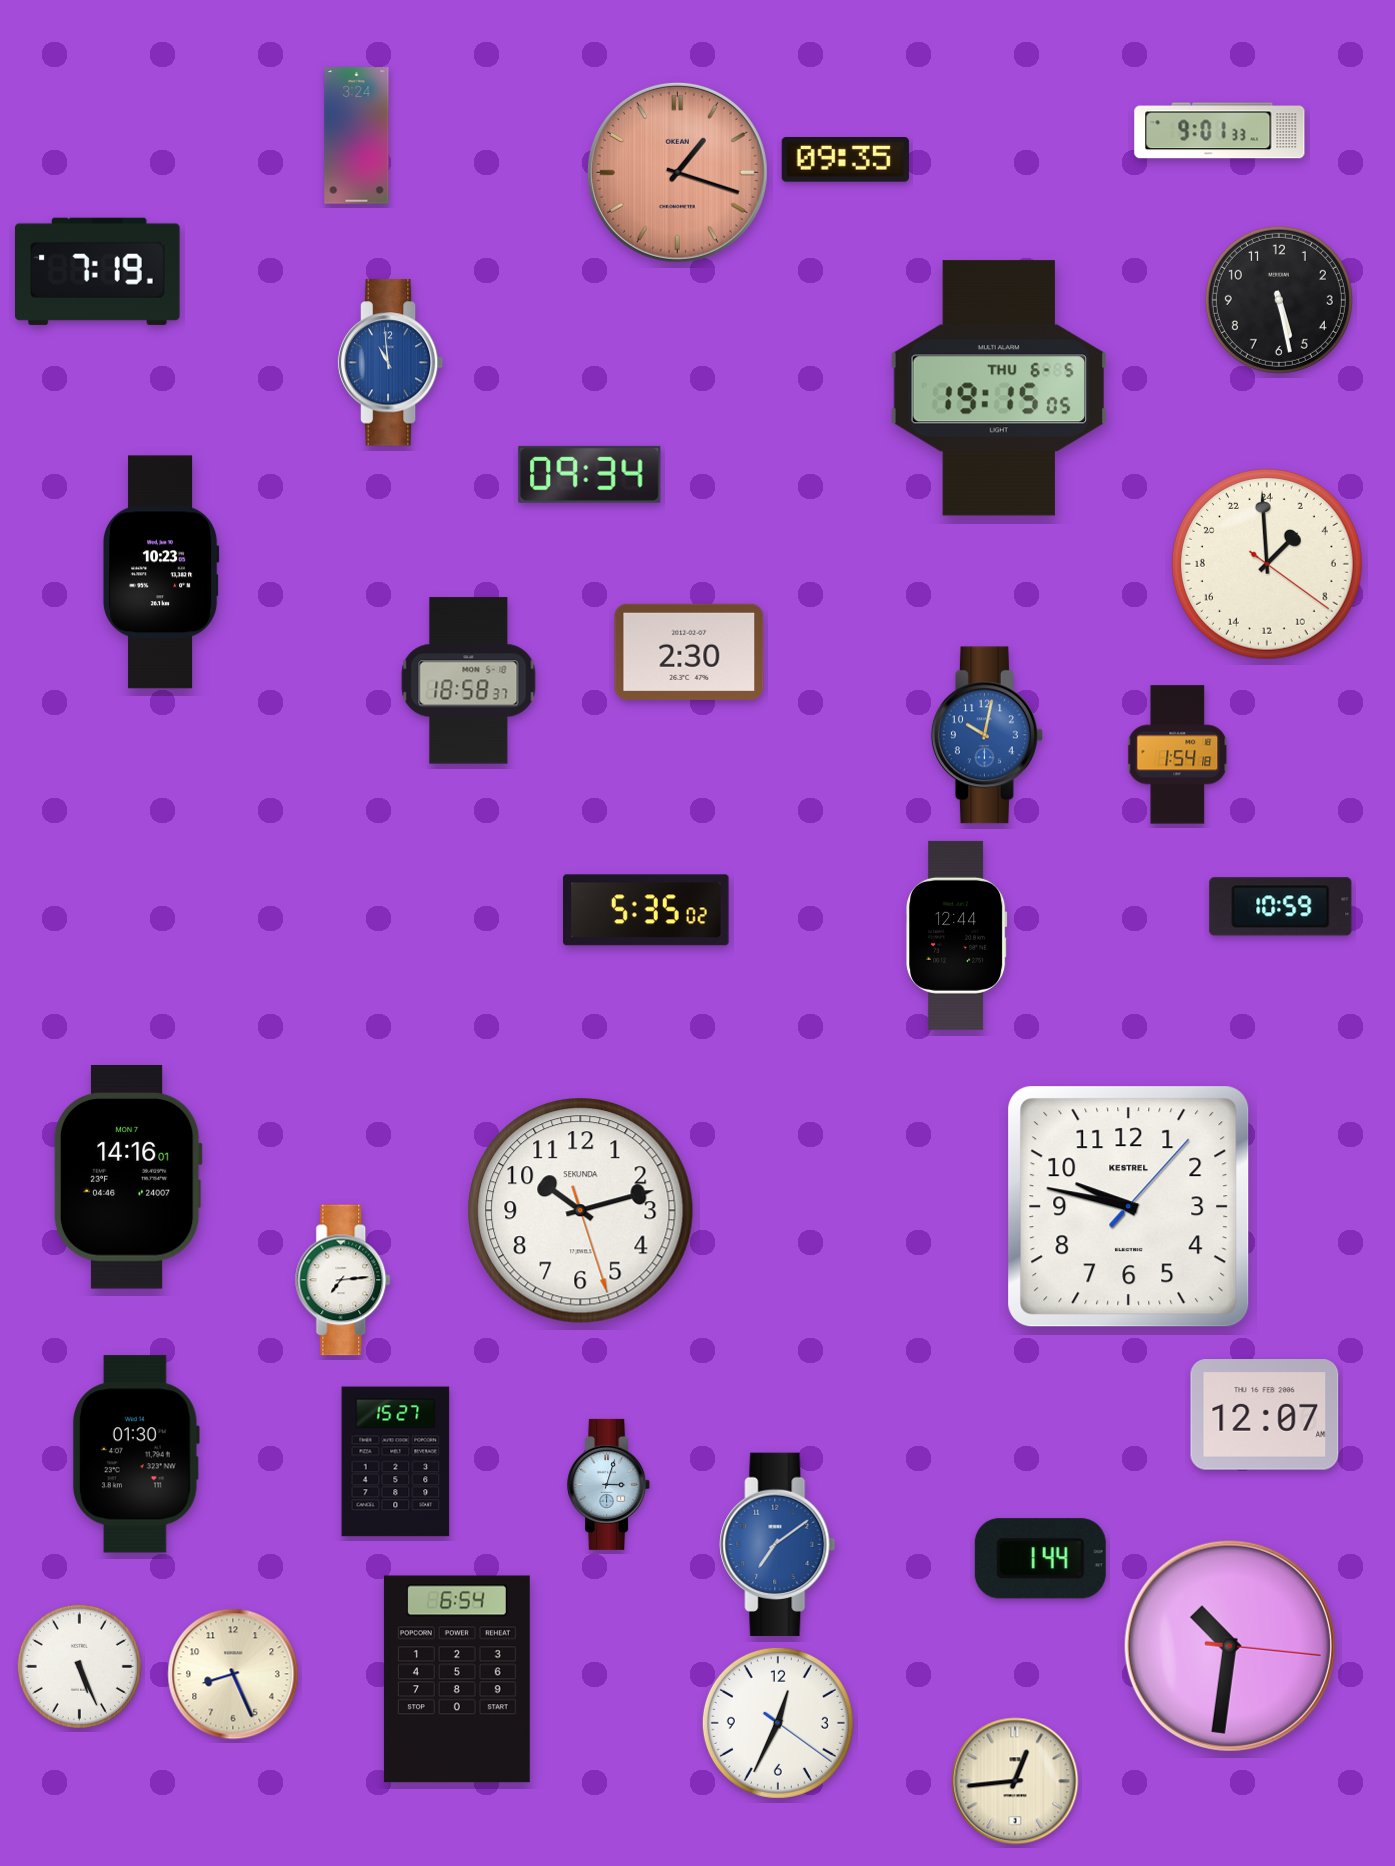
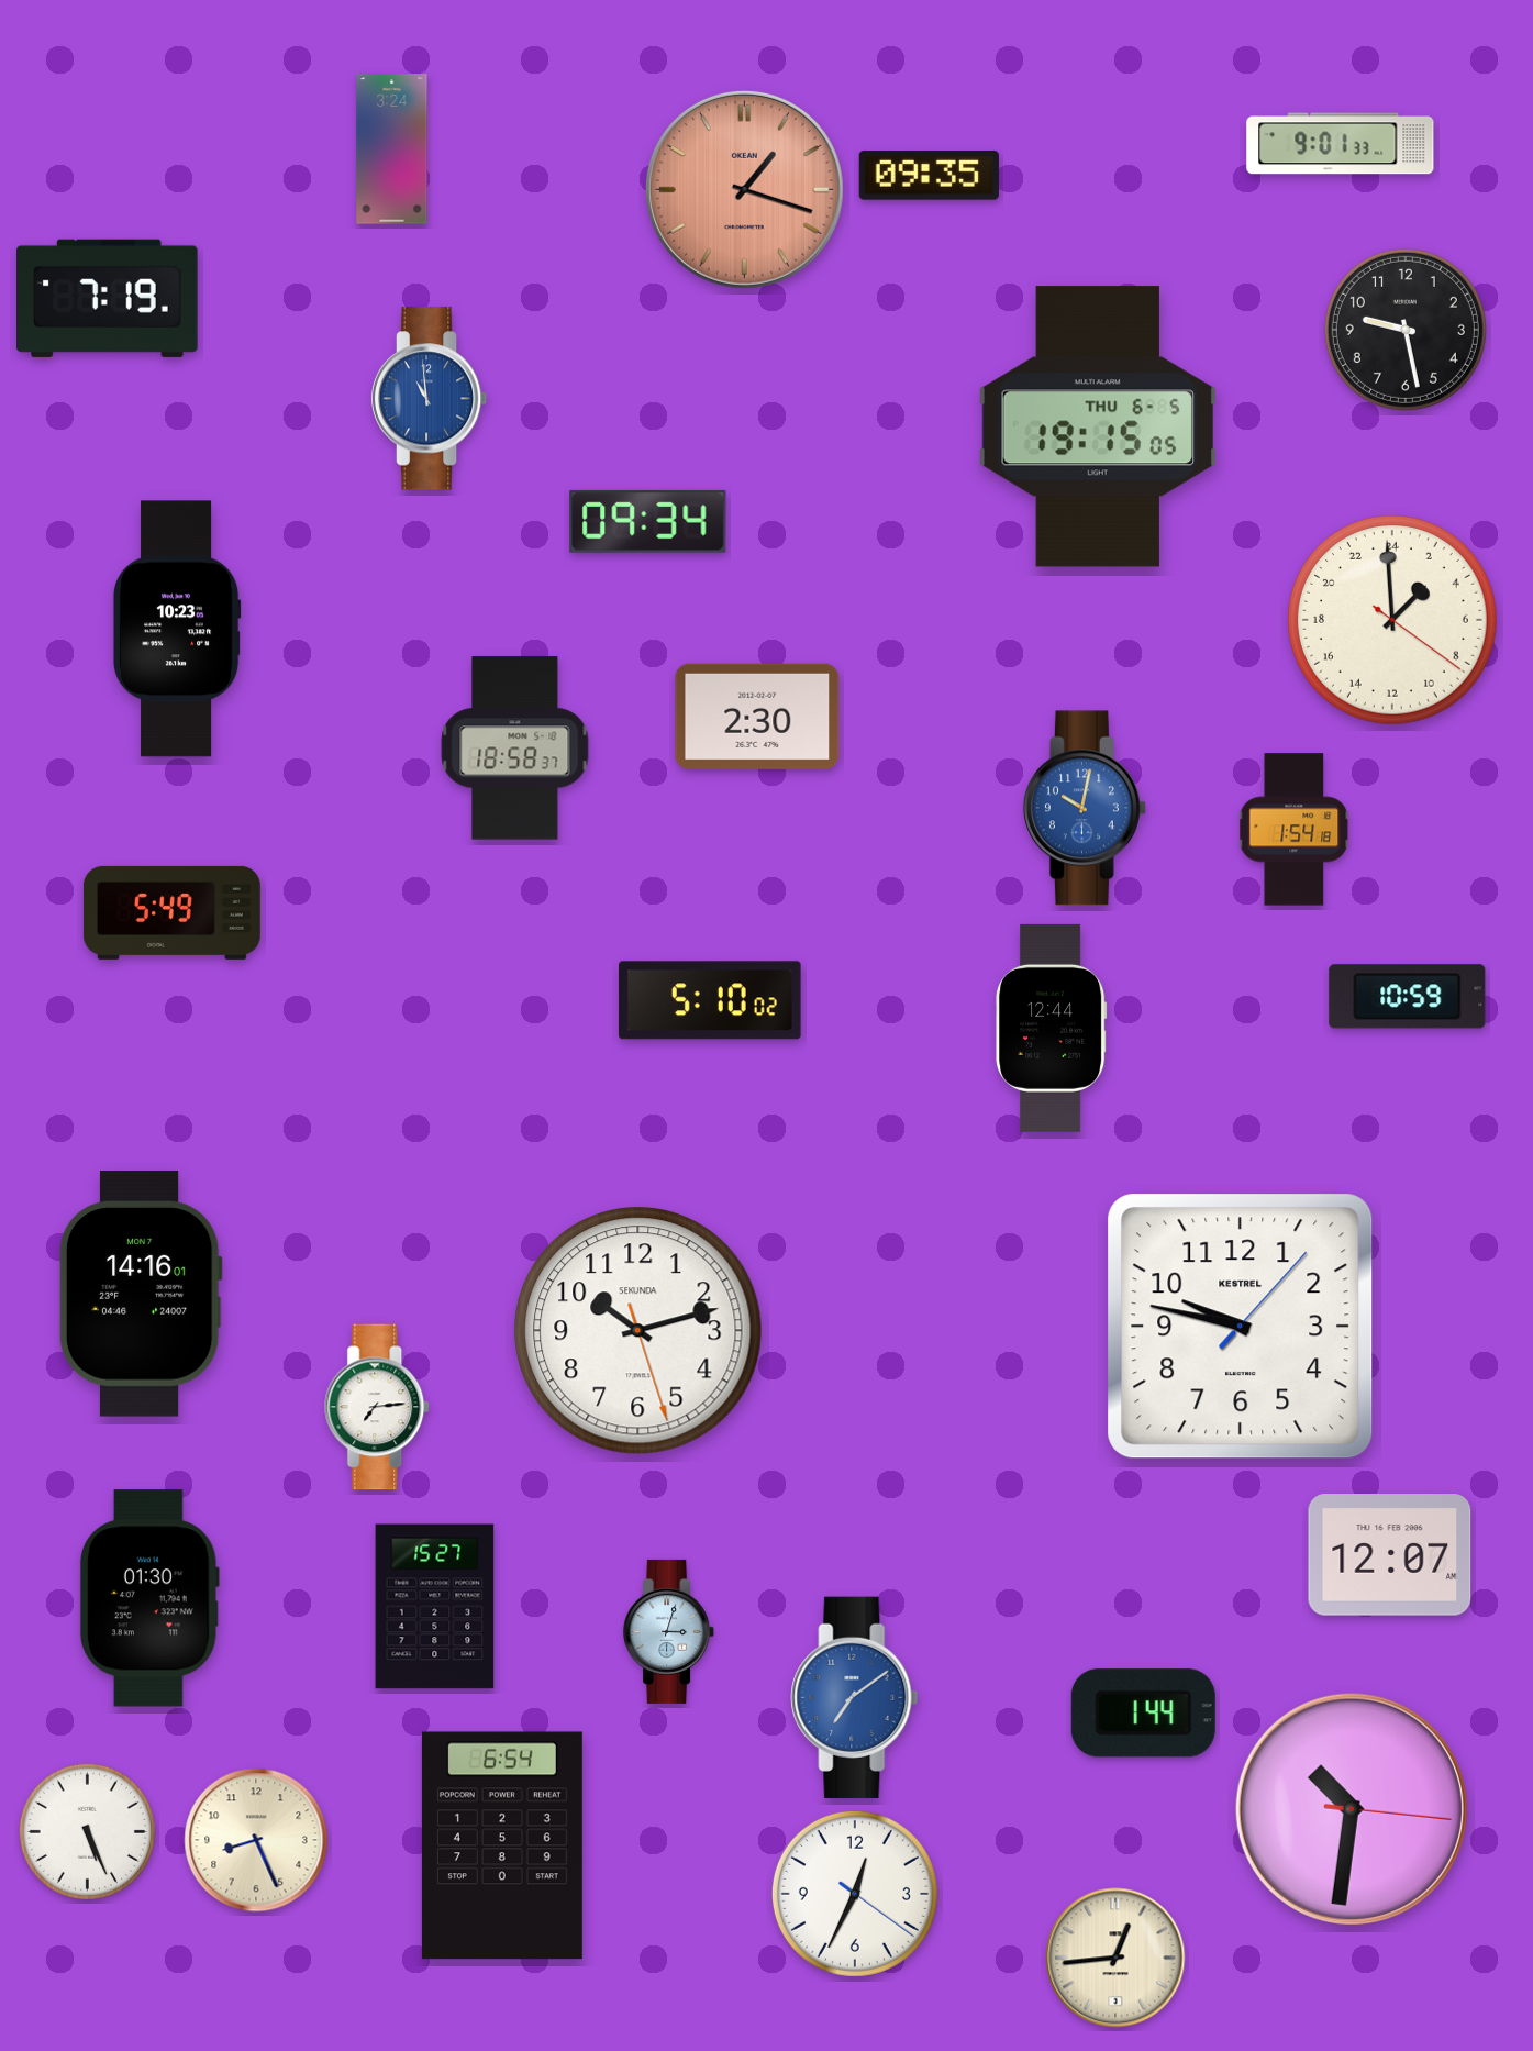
clock at (1279, 300): 5:28 -> 9:28
clock at (171, 912): none -> 5:49
clock at (646, 910): 5:35 -> 5:10
